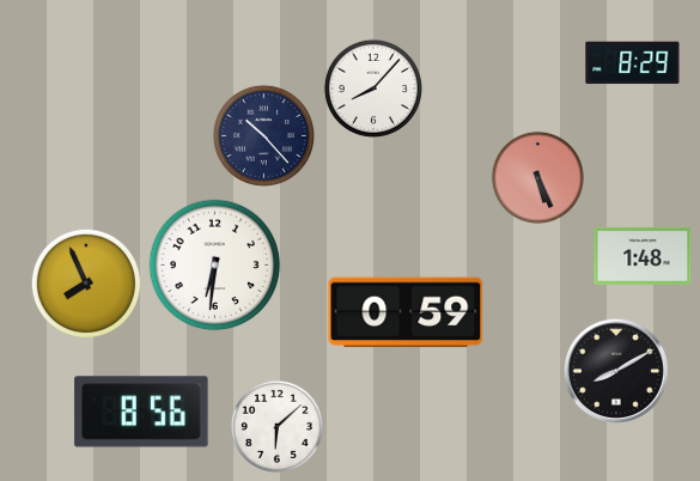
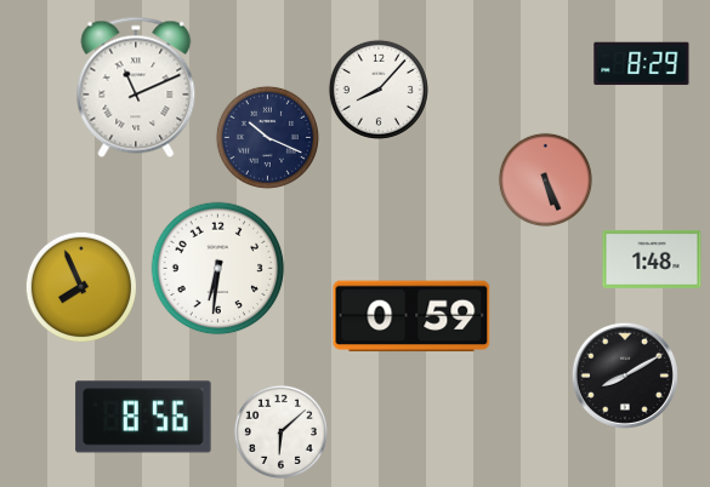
clock at (136, 87): none -> 11:11
clock at (263, 135): 10:23 -> 10:19
clock at (85, 282) position: (85, 282) -> (80, 286)
